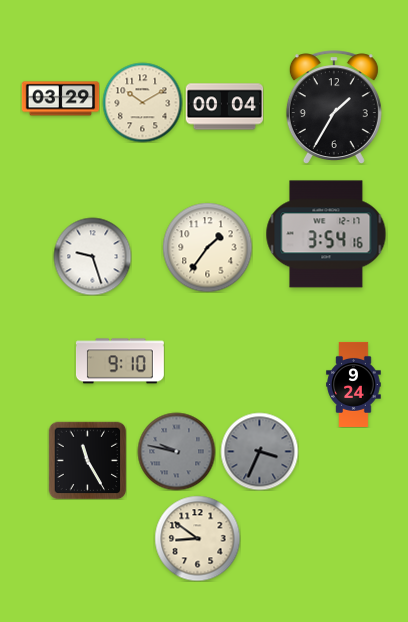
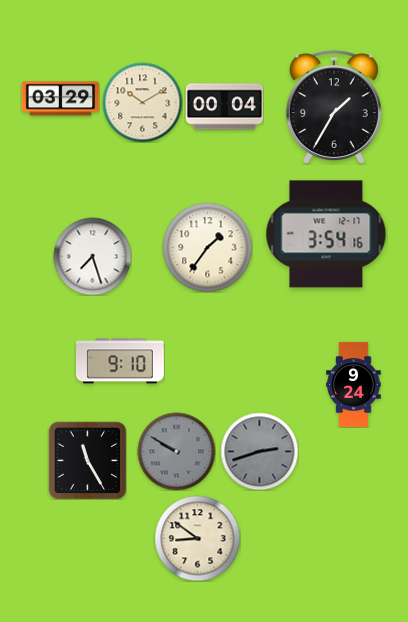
clock at (92, 256): 9:27 -> 7:27
clock at (176, 451): 9:47 -> 9:50
clock at (259, 451): 3:34 -> 2:42
